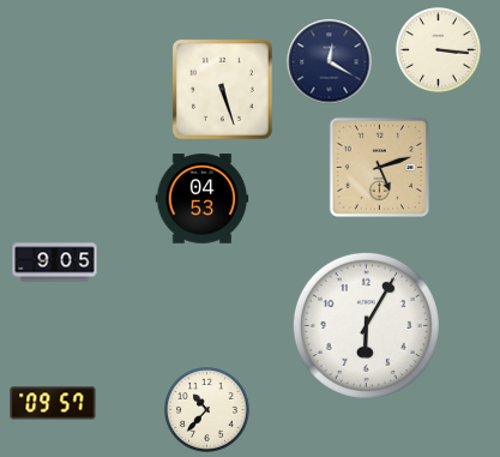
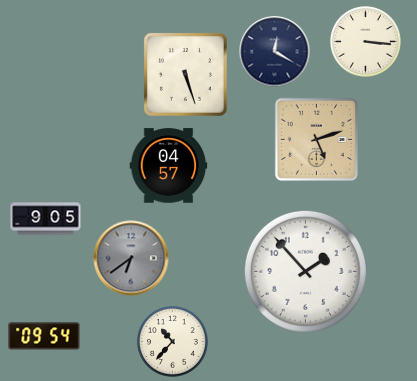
clock at (203, 199): 04:53 -> 04:57
clock at (131, 258): none -> 6:39
clock at (366, 325): 6:05 -> 1:53
clock at (53, 403): 09:57 -> 09:54
